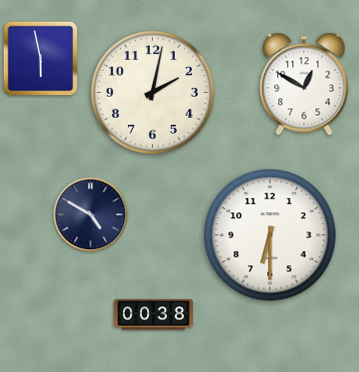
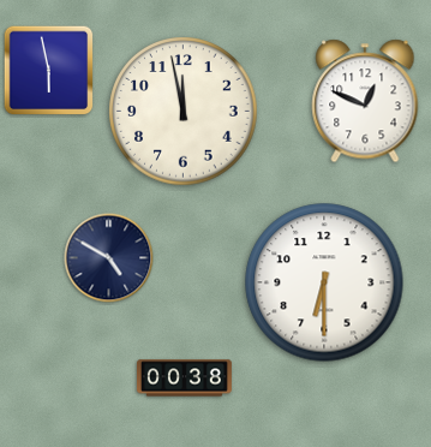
clock at (304, 84): 12:50 -> 12:49
clock at (153, 93): 2:02 -> 11:58
